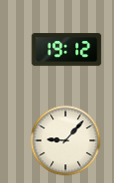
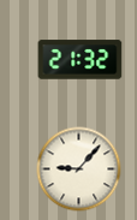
clock at (67, 50): 19:12 -> 21:32
